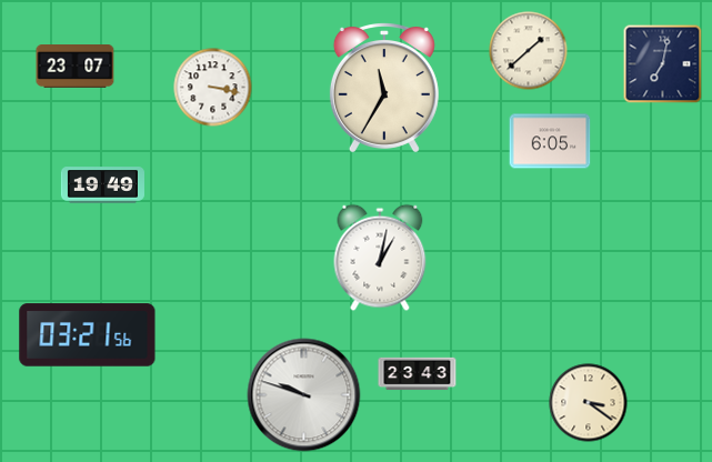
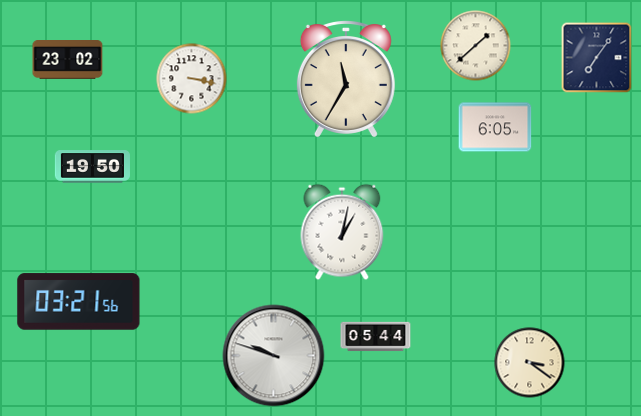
clock at (663, 64): 7:02 -> 7:06
clock at (76, 67): 23:07 -> 23:02
clock at (102, 185): 19:49 -> 19:50
clock at (418, 374): 23:43 -> 05:44
